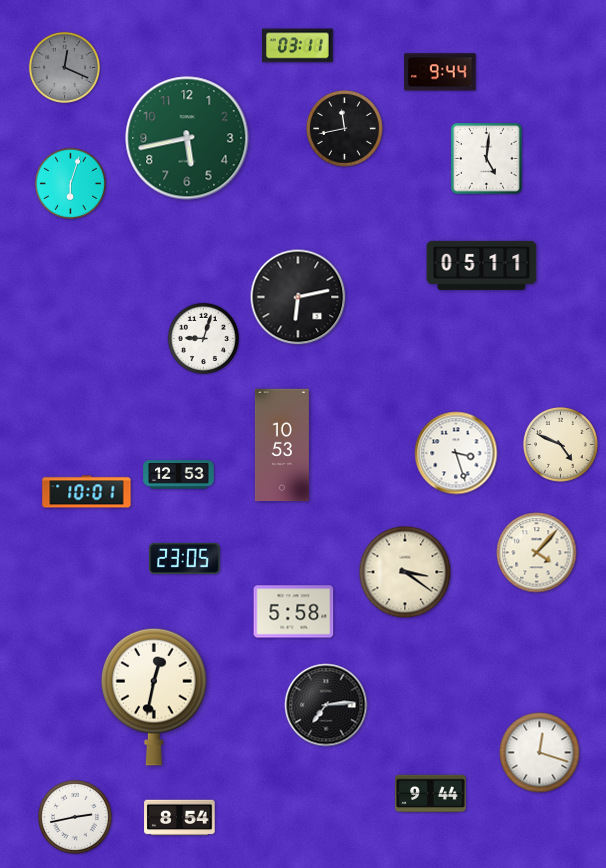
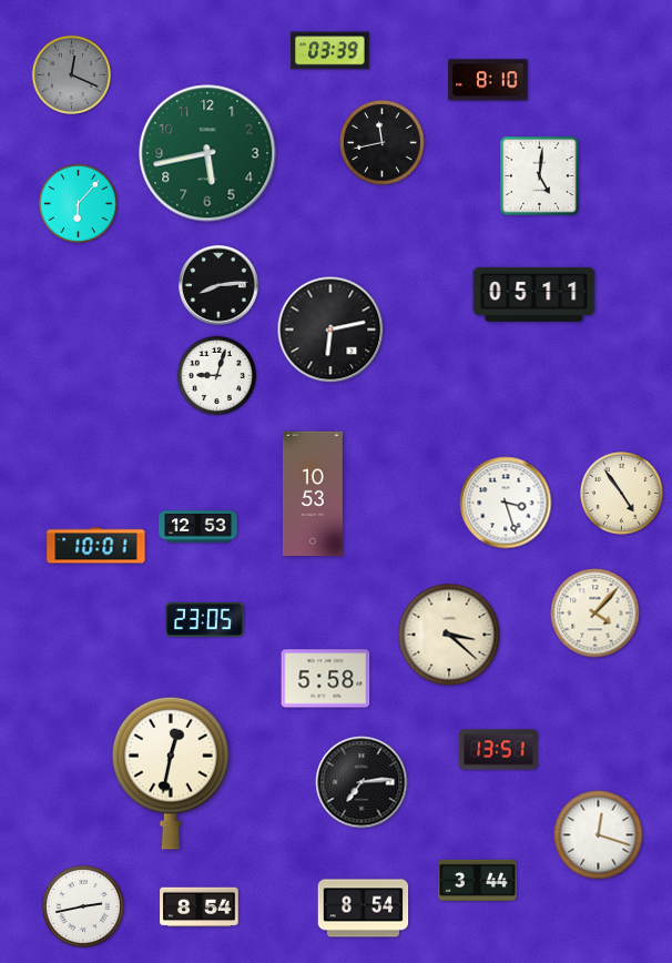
clock at (298, 46): 03:11 -> 03:39
clock at (440, 72): 9:44 -> 8:10
clock at (70, 183): 6:03 -> 6:07
clock at (218, 285): none -> 8:14
clock at (203, 338) position: (203, 338) -> (216, 375)
clock at (561, 445): 4:49 -> 4:54
clock at (405, 572): 3:21 -> 3:22
clock at (499, 750): none -> 13:51
clock at (431, 794): 9:44 -> 3:44
clock at (364, 909): none -> 8:54
